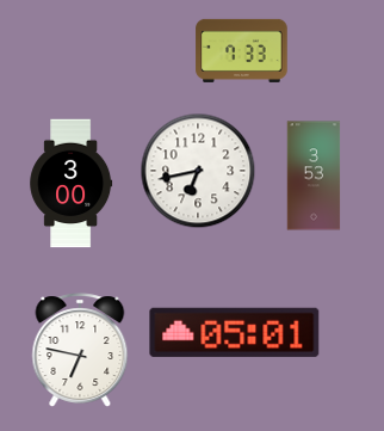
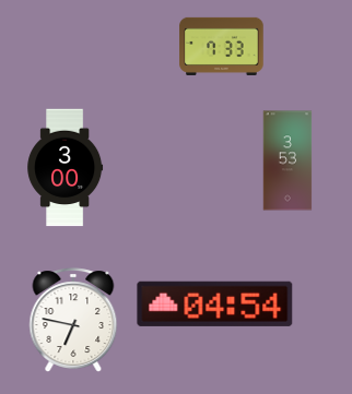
clock at (198, 171): 6:43 -> none
clock at (235, 332): 05:01 -> 04:54
